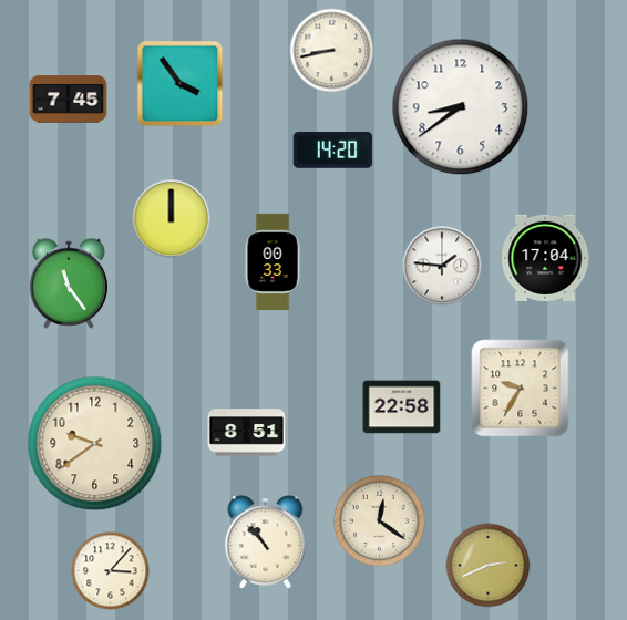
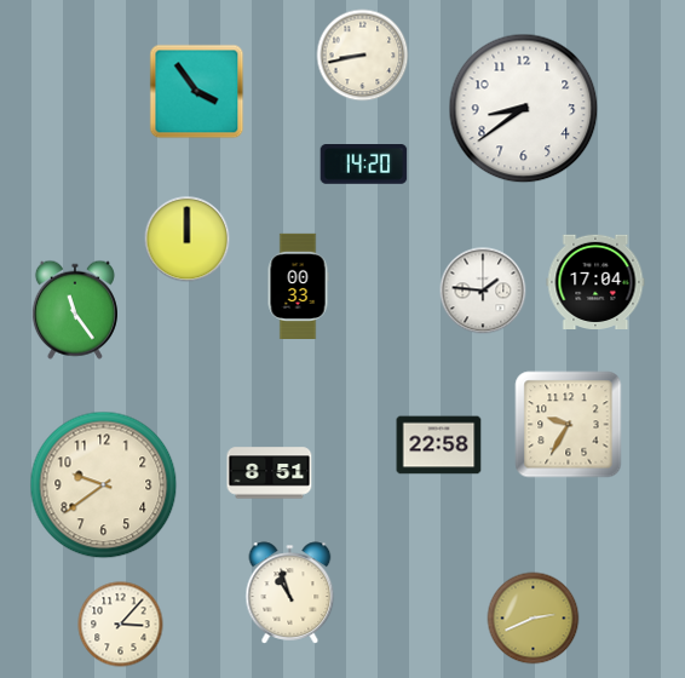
clock at (69, 100): 7:45 -> none
clock at (461, 107) position: (461, 107) -> (524, 109)
clock at (379, 520): 12:21 -> none
clock at (266, 542): 10:53 -> 10:57
